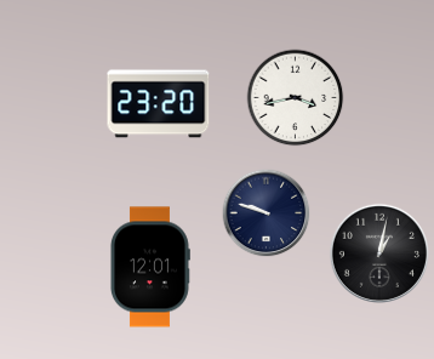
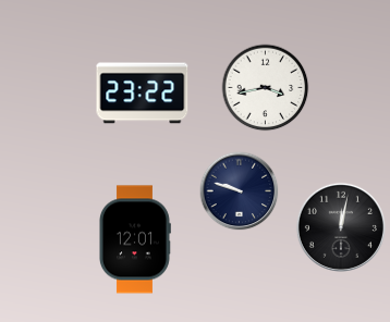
clock at (159, 104): 23:20 -> 23:22
clock at (379, 253): 1:02 -> 12:02
